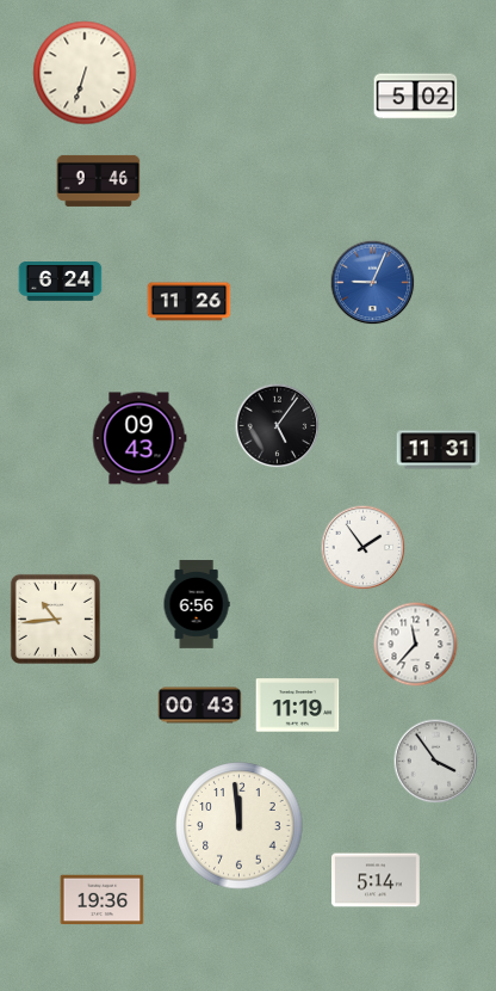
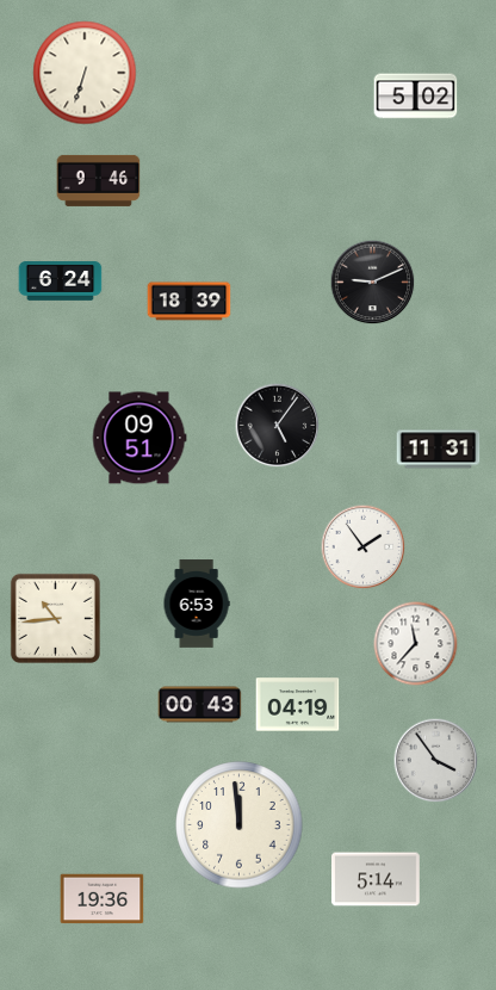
clock at (373, 283): 9:04 -> 9:11
clock at (373, 283) dial: blue -> black
clock at (190, 302): 11:26 -> 18:39
clock at (139, 438): 09:43 -> 09:51
clock at (197, 604): 6:56 -> 6:53
clock at (298, 706): 11:19 -> 04:19
